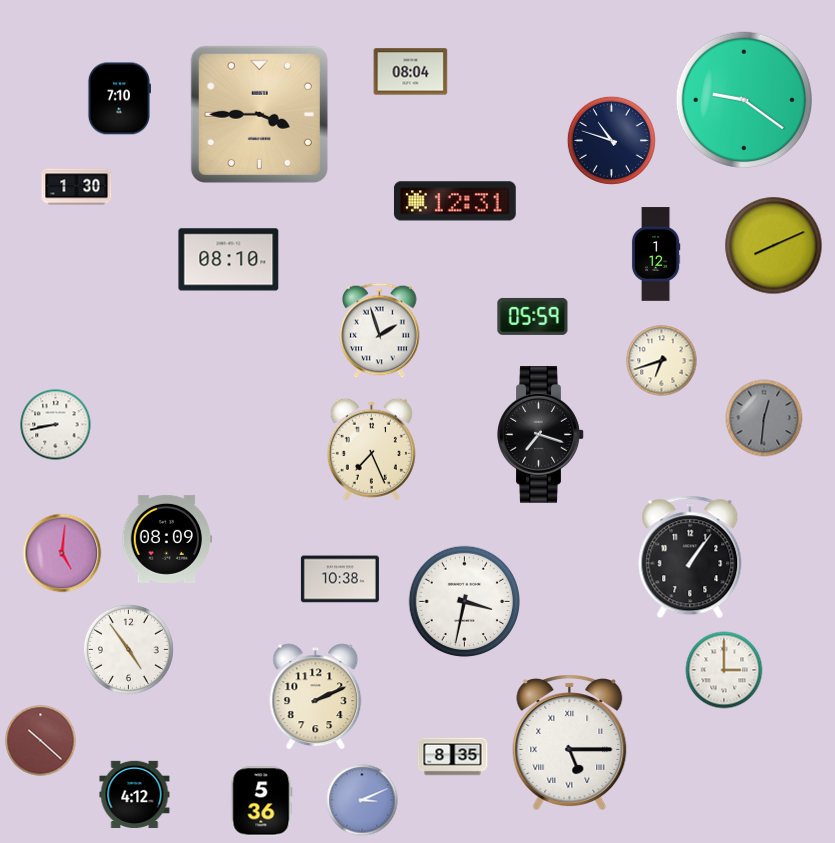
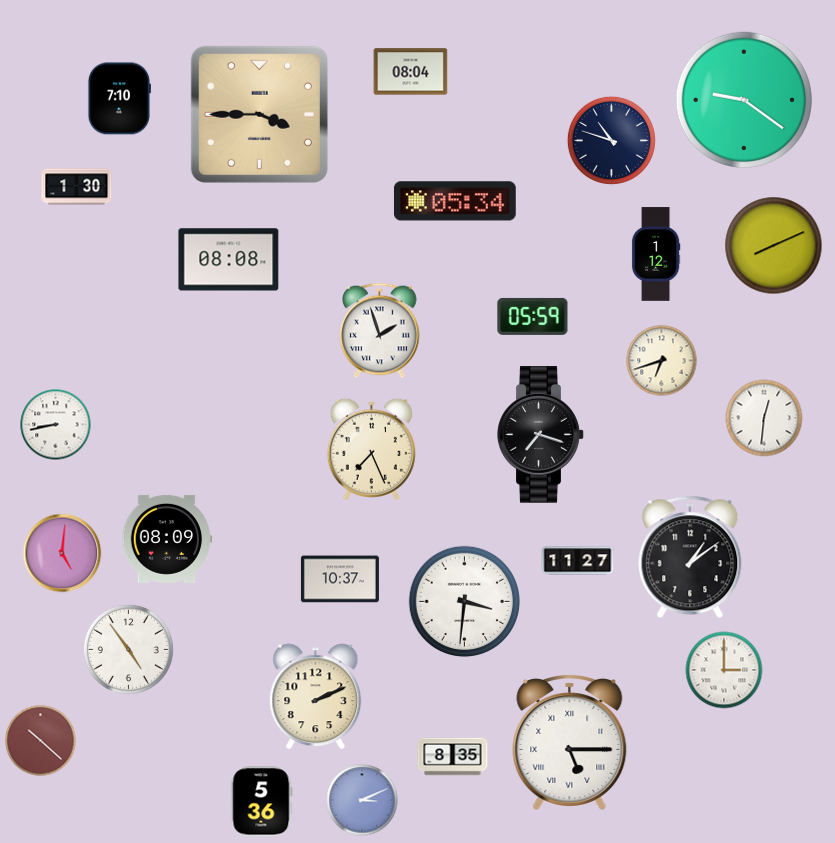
clock at (455, 201): 12:31 -> 05:34
clock at (229, 260): 08:10 -> 08:08
clock at (764, 418) dial: grey -> white
clock at (690, 557): 1:06 -> 1:09
clock at (578, 561): none -> 11:27
clock at (340, 579): 10:38 -> 10:37
clock at (465, 602): 3:32 -> 3:31
clock at (135, 794): 4:12 -> none
